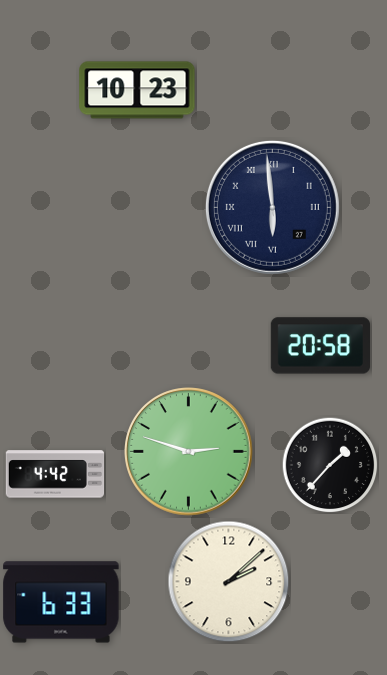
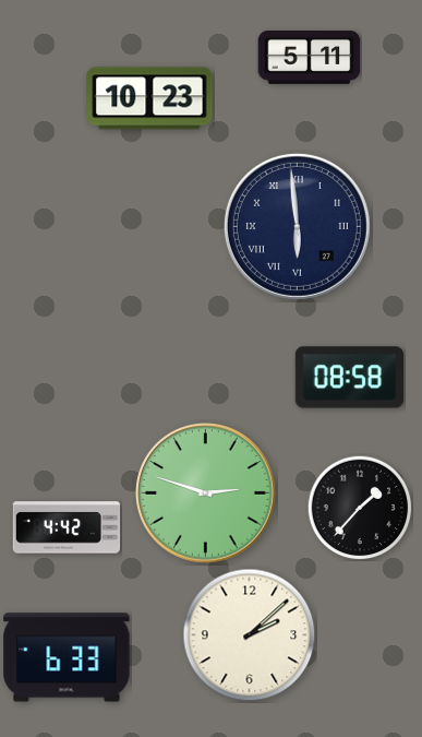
clock at (310, 57): none -> 5:11
clock at (320, 346): 20:58 -> 08:58
clock at (55, 474) position: (55, 474) -> (67, 527)
